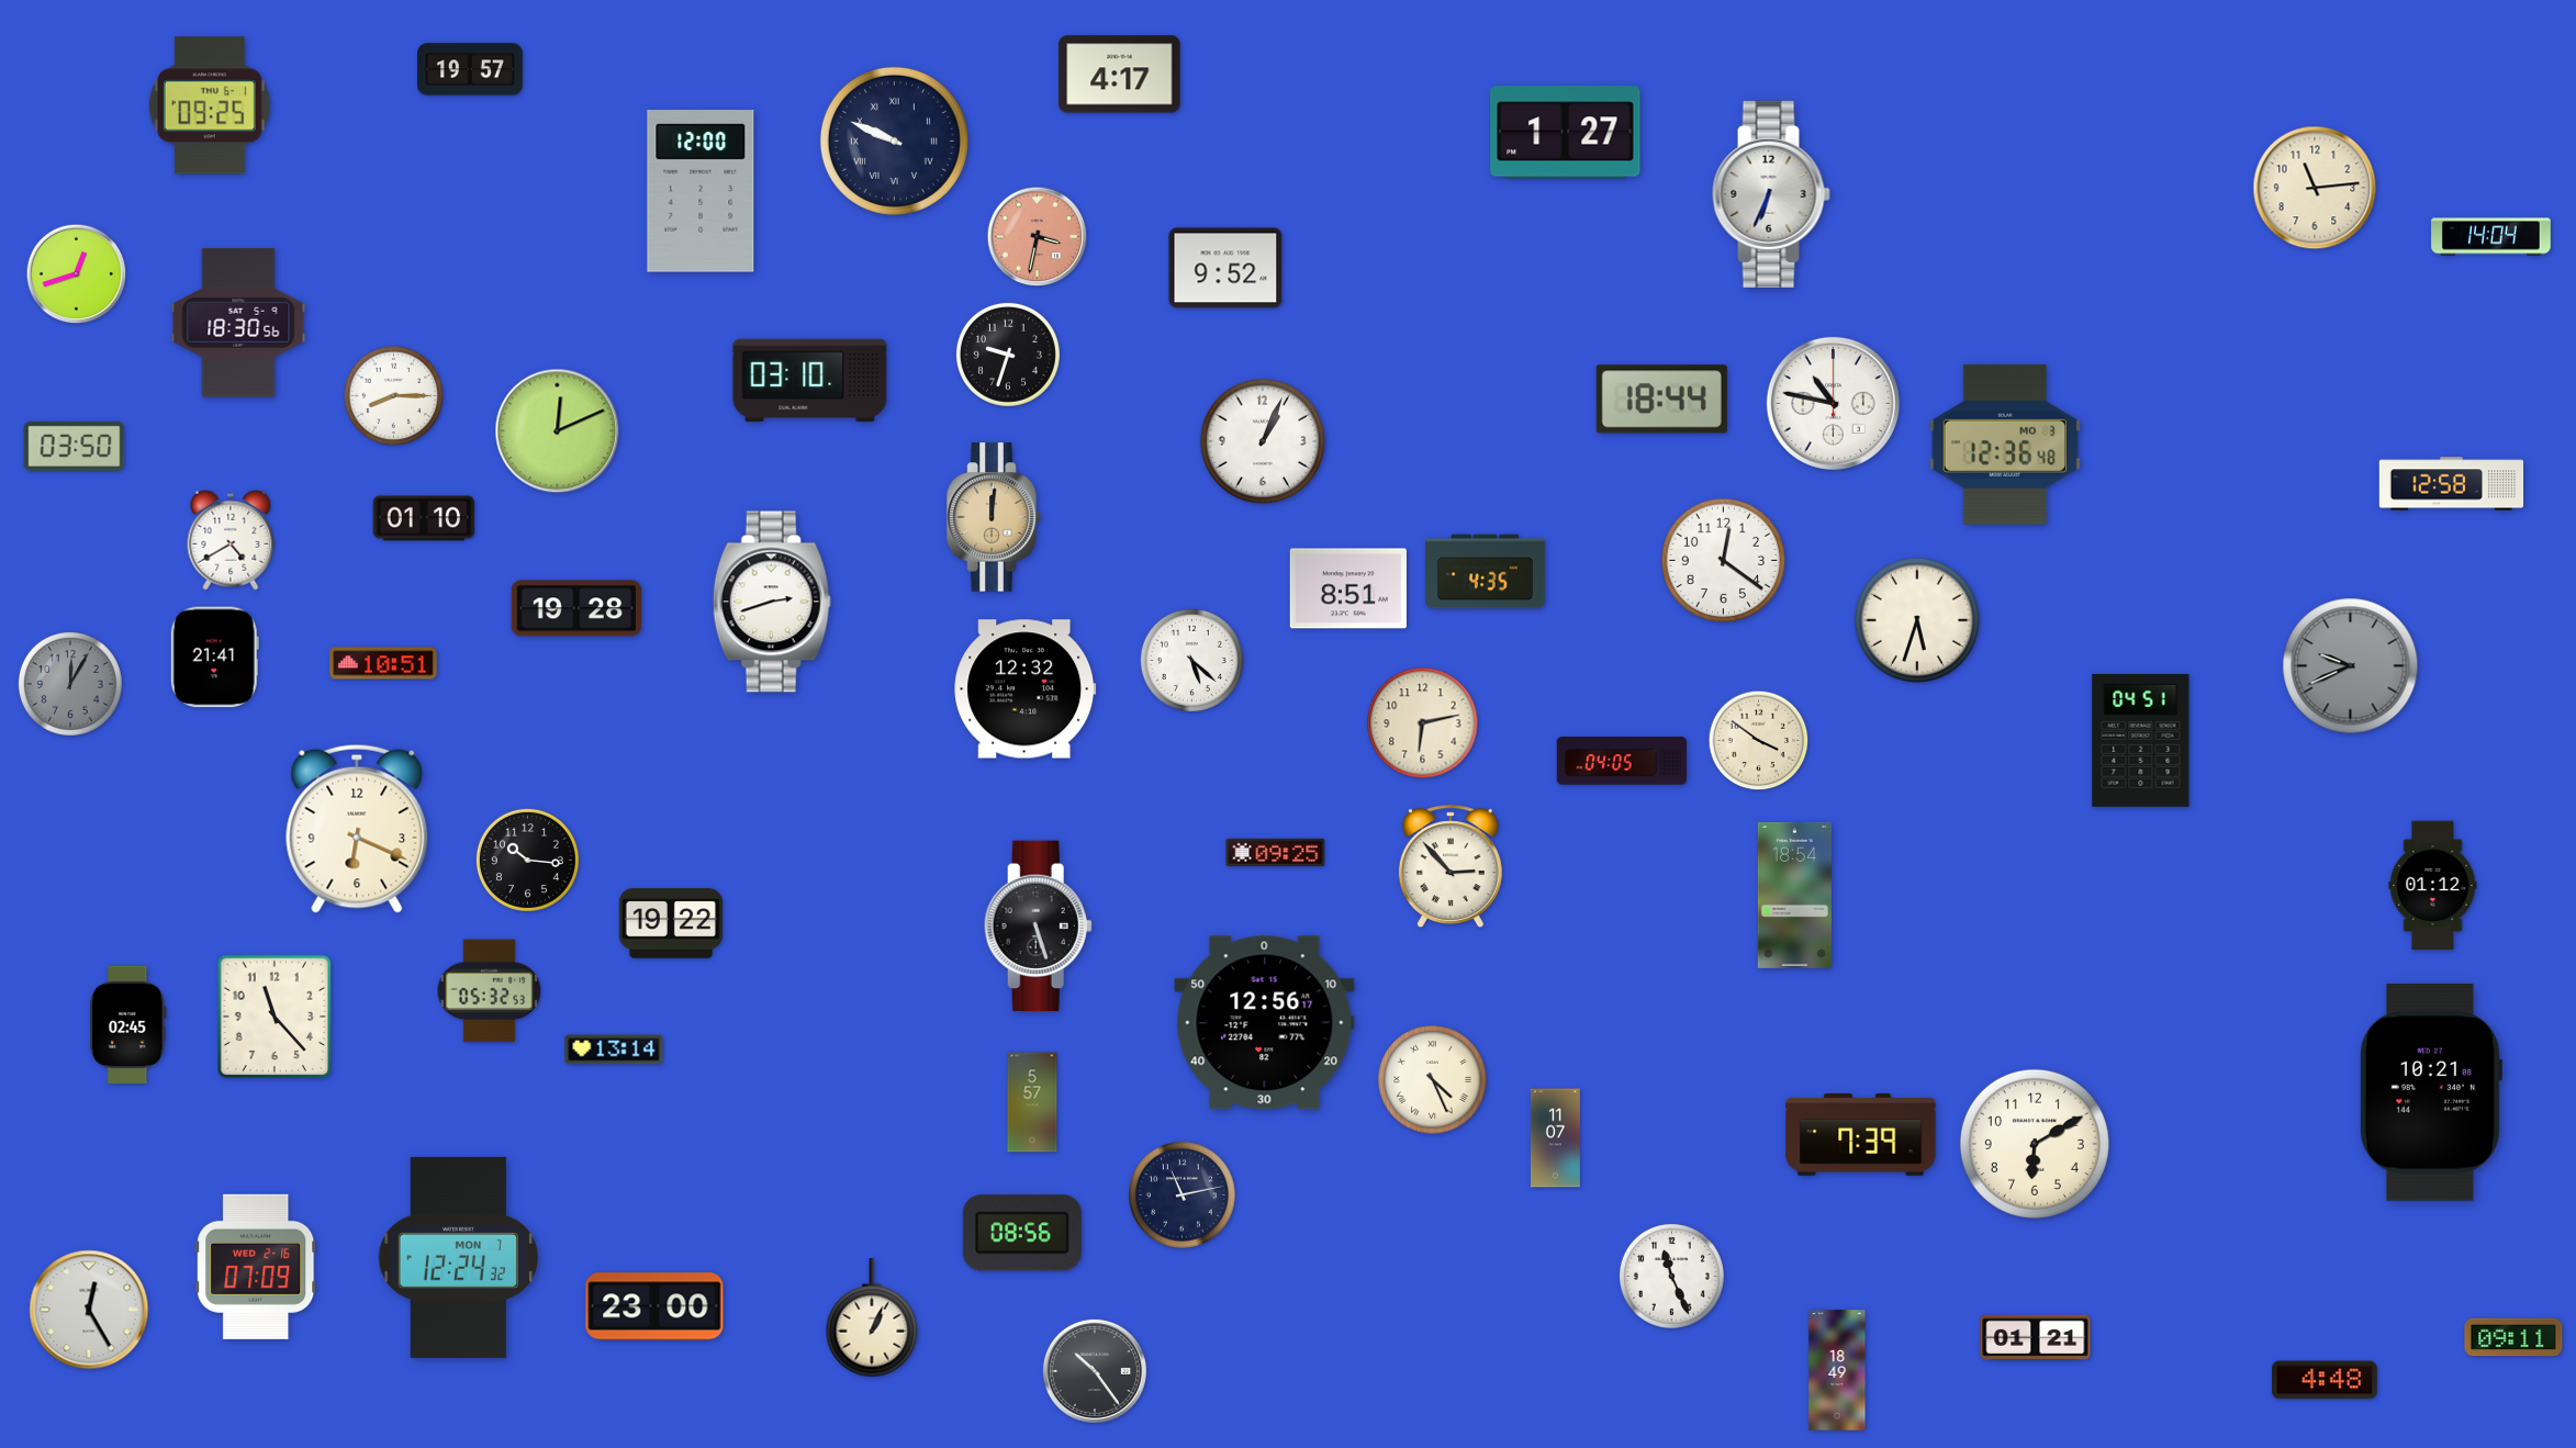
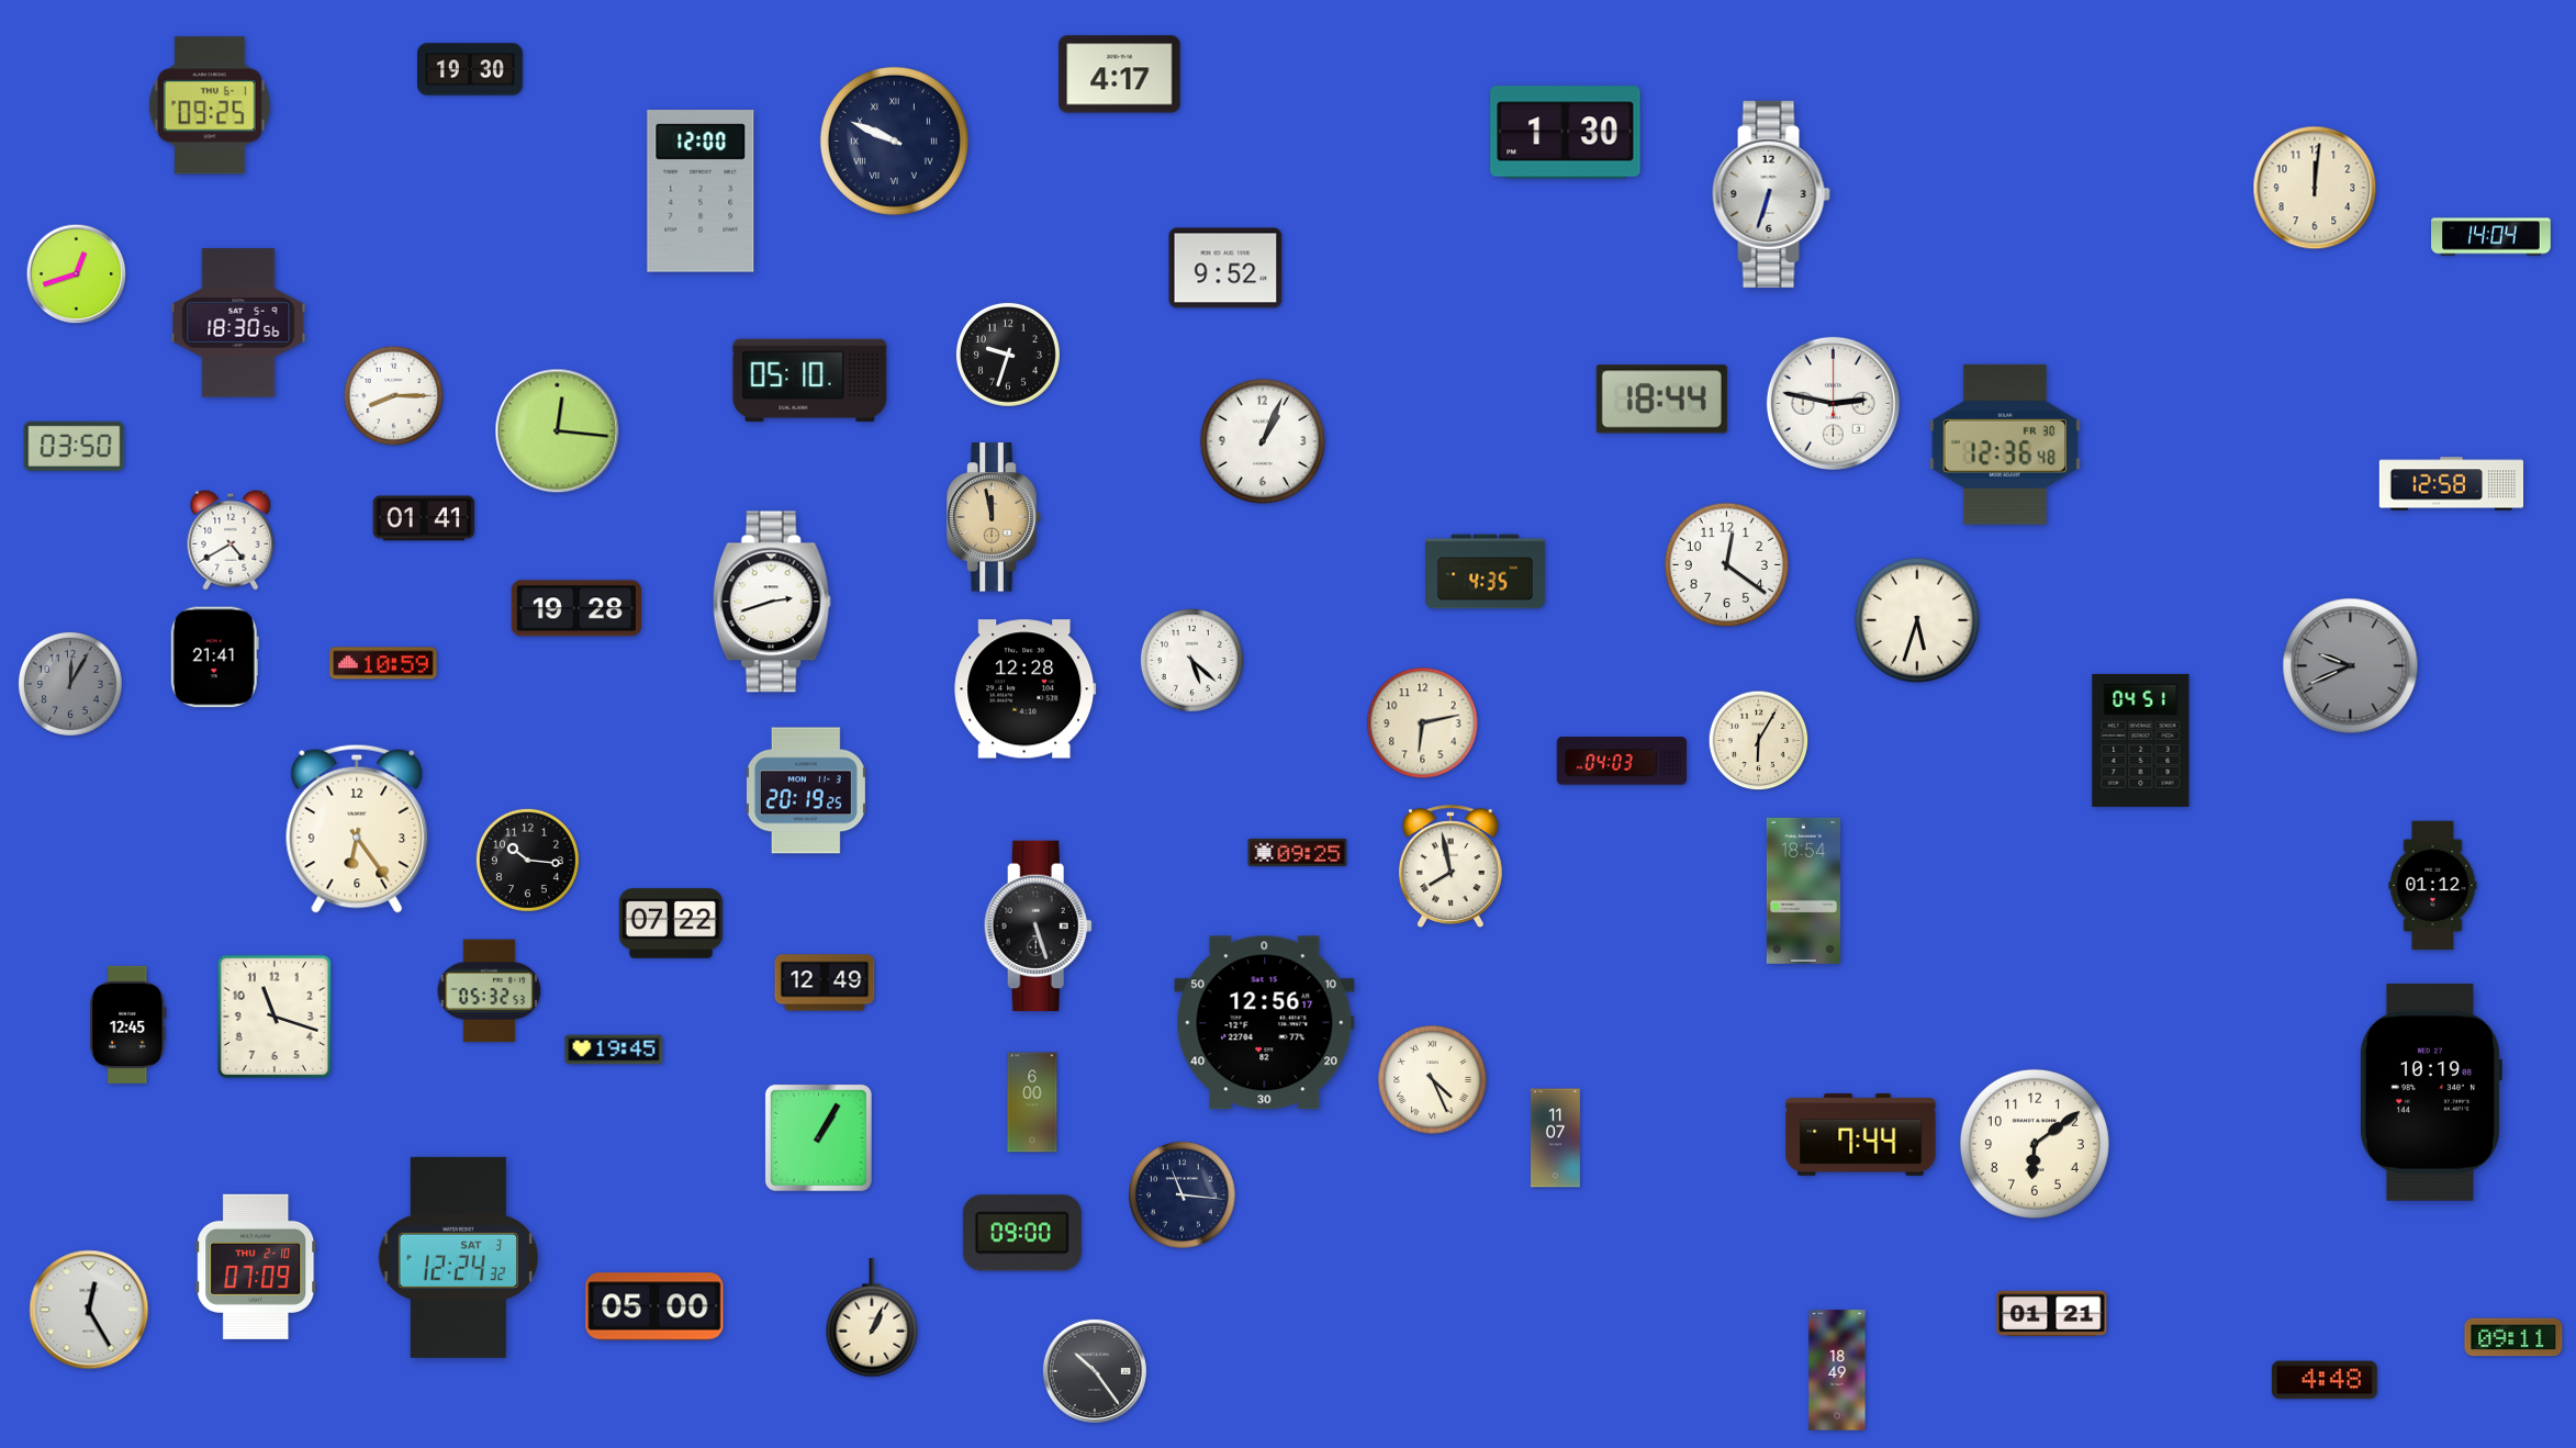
clock at (471, 69): 19:57 -> 19:30
clock at (1566, 133): 1:27 -> 1:30
clock at (2315, 188): 11:14 -> 12:01
clock at (1771, 194): 6:34 -> 6:33
clock at (1038, 237): 3:32 -> none
clock at (810, 381): 03:10 -> 05:10
clock at (1833, 403): 10:47 -> 2:47
clock at (558, 431): 12:11 -> 12:16
clock at (2005, 445) date: MO 3 -> FR 30
clock at (994, 517): 12:01 -> 11:58
clock at (424, 518): 01:10 -> 01:41
clock at (1723, 560) position: (1723, 560) -> (1726, 564)
clock at (1348, 588): 8:51 -> none
clock at (383, 663): 10:51 -> 10:59
clock at (1026, 689): 12:32 -> 12:28
clock at (1759, 741): 3:51 -> 6:05
clock at (1622, 761): 04:05 -> 04:03
clock at (806, 790): none -> 20:19
clock at (357, 829): 6:19 -> 6:24
clock at (1276, 852) position: (1276, 852) -> (1298, 852)
clock at (1451, 867): 2:53 -> 7:58
clock at (1794, 895) position: (1794, 895) -> (1803, 890)
clock at (671, 923): 19:22 -> 07:22
clock at (825, 983): none -> 12:49
clock at (275, 1017): 11:23 -> 11:18
clock at (128, 1024): 02:45 -> 12:45
clock at (614, 1049): 13:14 -> 19:45
clock at (2430, 1092): 10:21 -> 10:19
clock at (1032, 1102): 5:57 -> 6:00
clock at (1861, 1134): 7:39 -> 7:44
clock at (818, 1137): none -> 1:05
clock at (2035, 1144): 6:10 -> 6:09
clock at (1183, 1196): 11:13 -> 11:16
clock at (1022, 1233): 08:56 -> 09:00
clock at (459, 1257) date: MON 7 -> SAT 3
clock at (256, 1267) date: WED 2-16 -> THU 2-10
clock at (1671, 1276): 11:26 -> none
clock at (654, 1306): 23:00 -> 05:00
clock at (2036, 1337) position: (2036, 1337) -> (2052, 1313)
